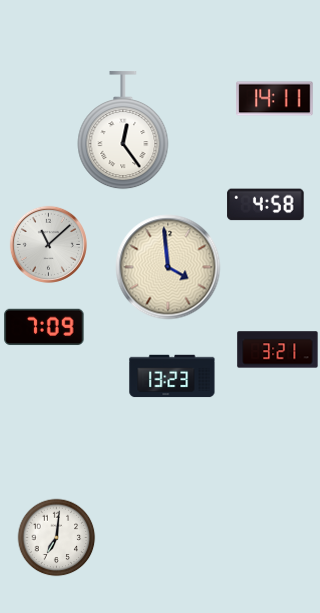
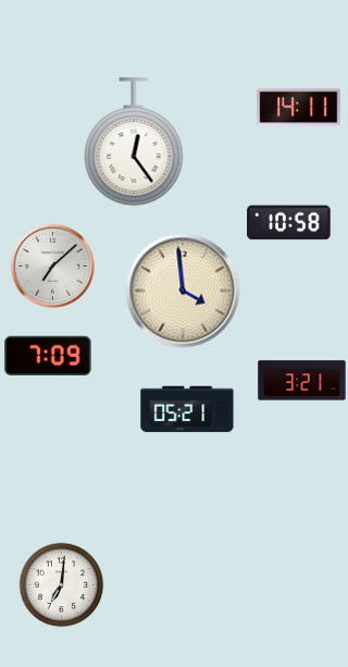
clock at (266, 205): 4:58 -> 10:58
clock at (48, 244): 11:08 -> 7:08
clock at (172, 376): 13:23 -> 05:21
